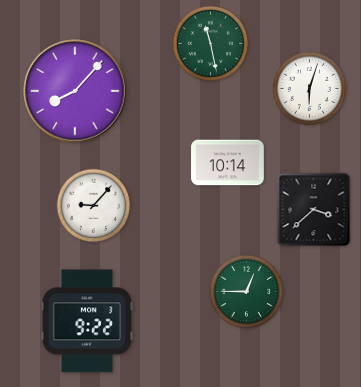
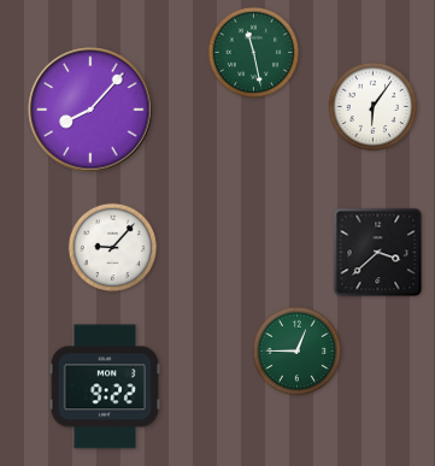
clock at (310, 89): 6:03 -> 6:06
clock at (228, 163): 10:14 -> none
